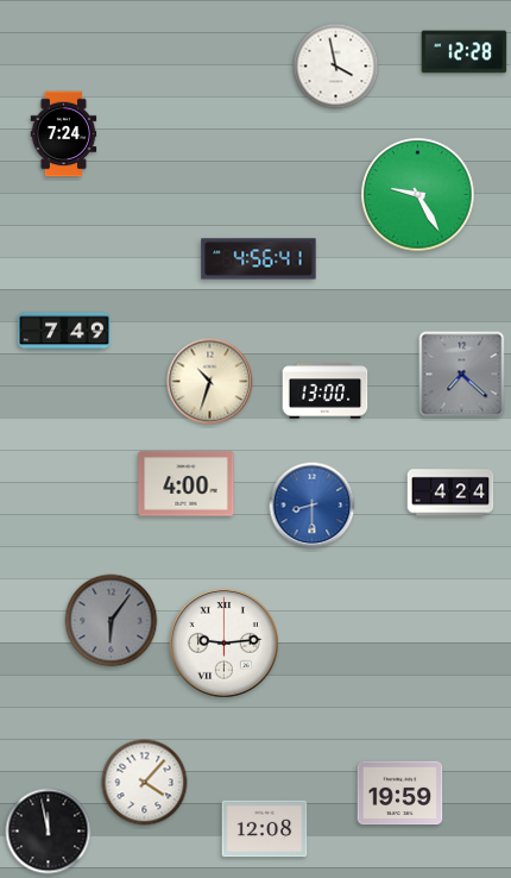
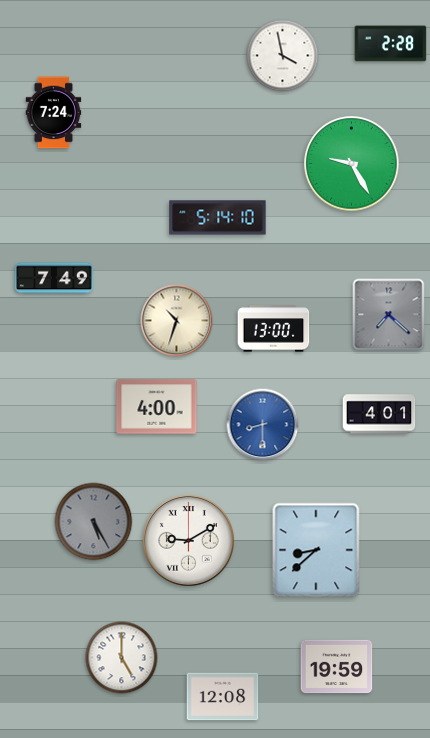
clock at (465, 52): 12:28 -> 2:28
clock at (259, 259): 4:56 -> 5:14
clock at (450, 493): 4:24 -> 4:01
clock at (112, 621): 6:06 -> 5:25
clock at (223, 642): 9:14 -> 9:10
clock at (316, 550): none -> 8:38
clock at (145, 783): 4:07 -> 5:00
clock at (49, 832): 11:58 -> none
